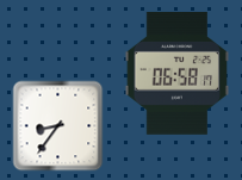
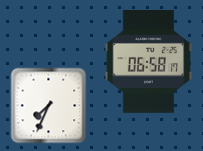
clock at (58, 126): 8:36 -> 7:34
